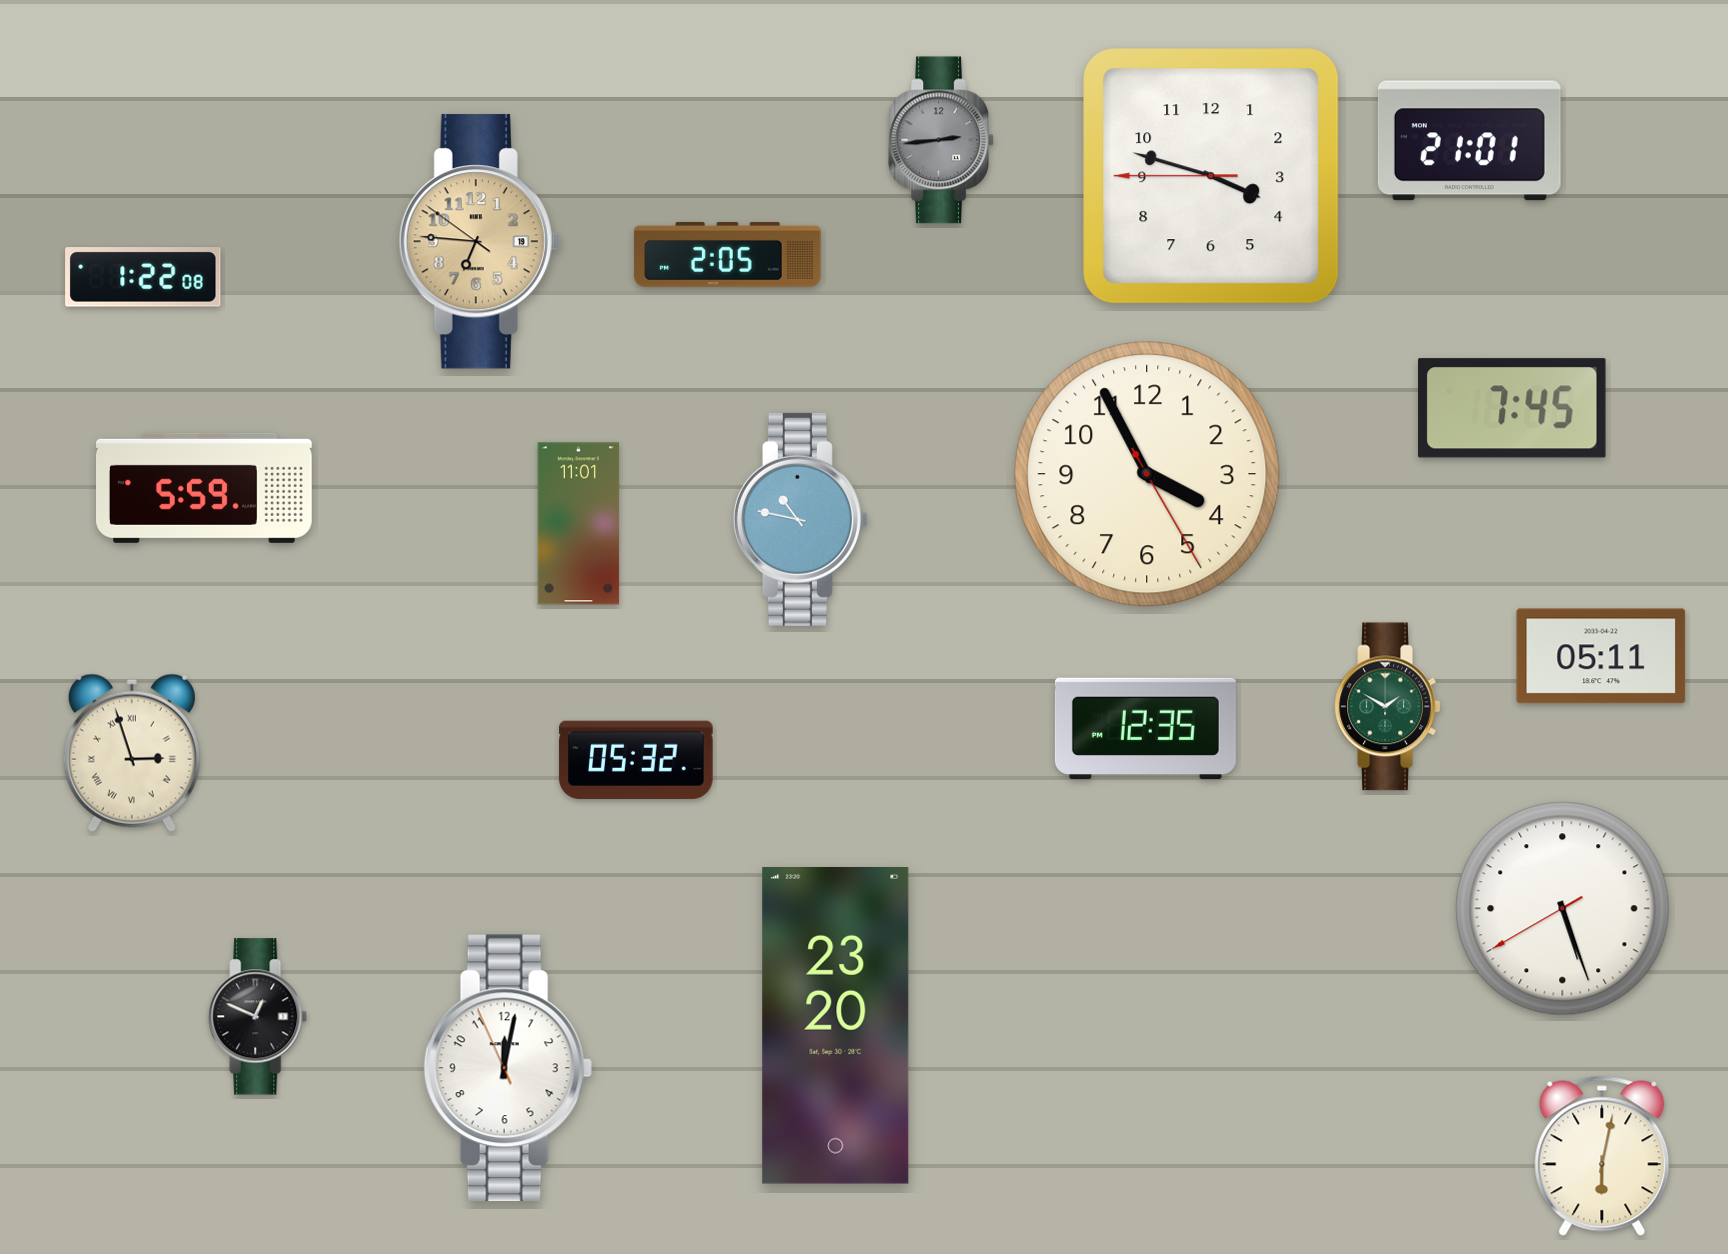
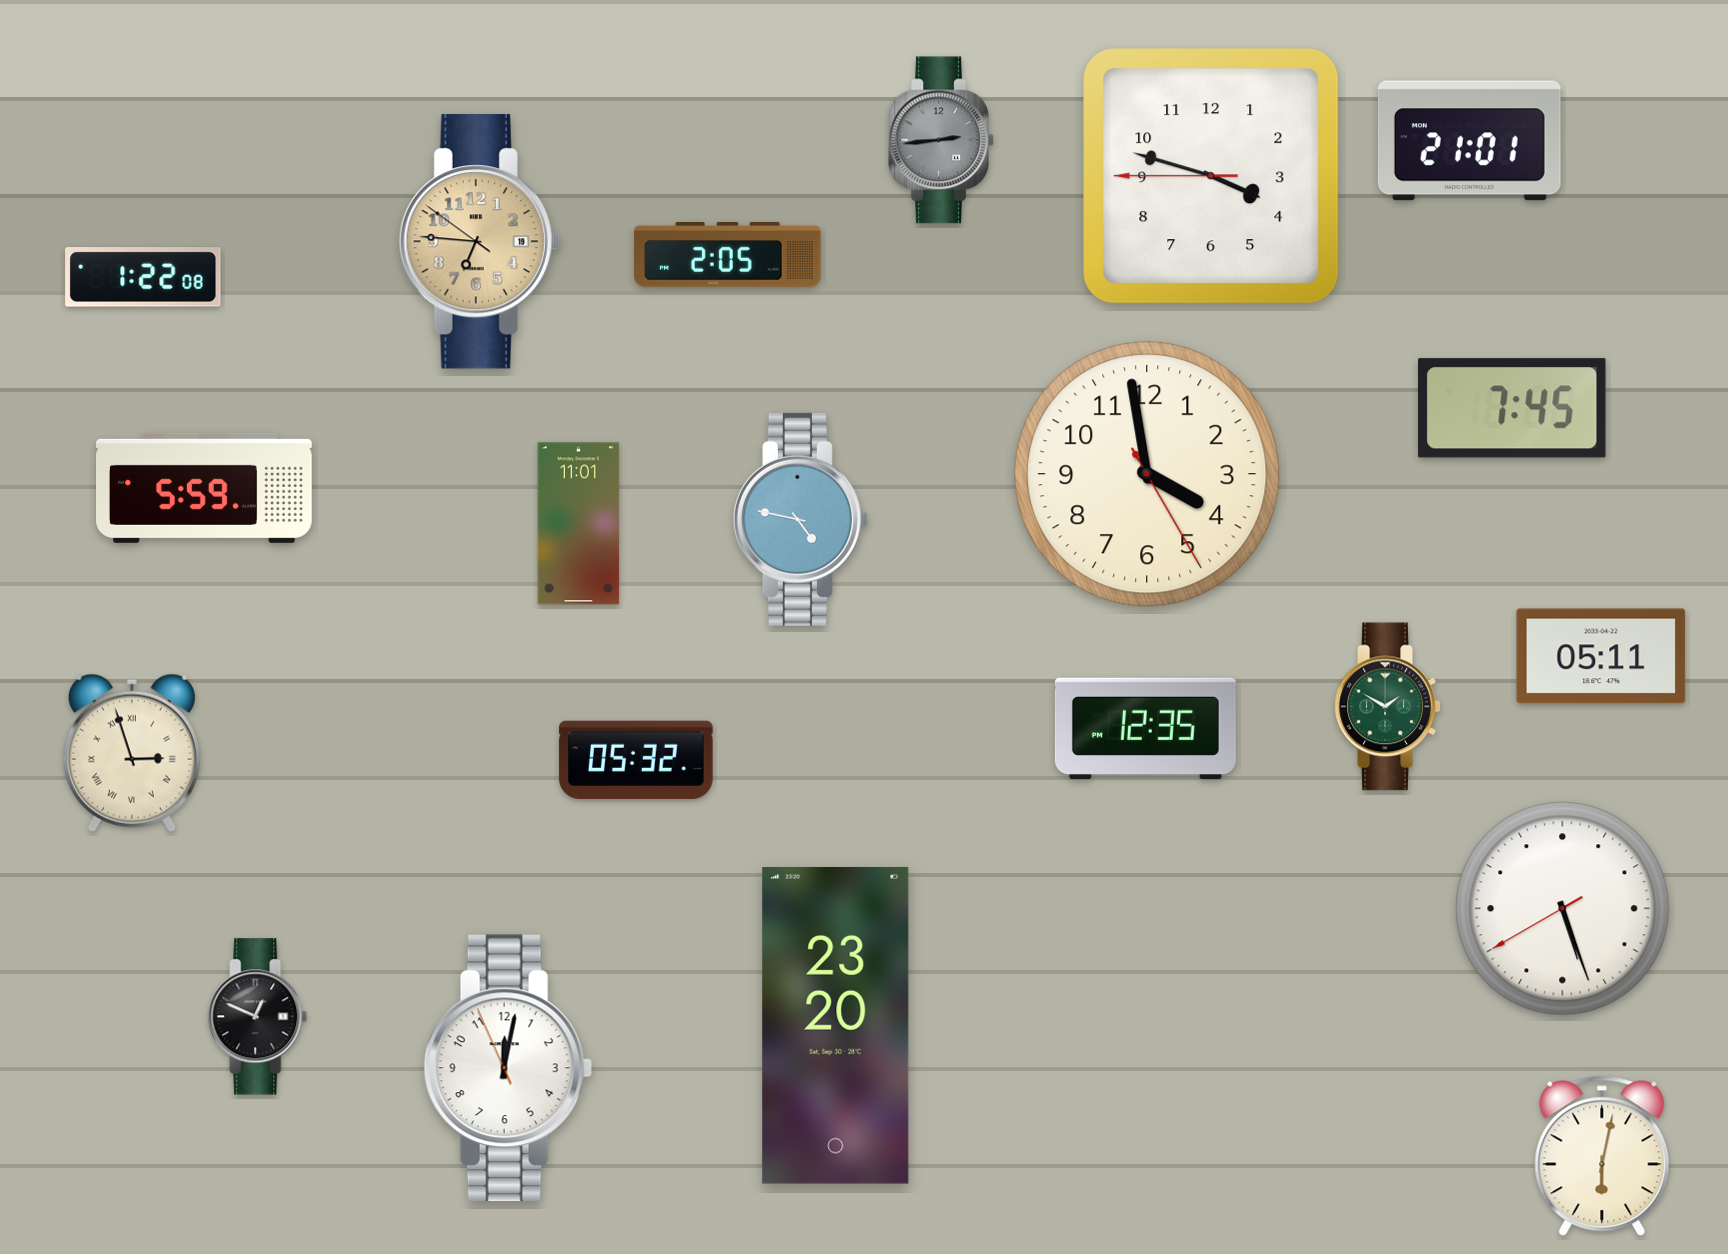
clock at (1147, 474): 3:55 -> 3:58
clock at (800, 519): 10:47 -> 4:47
